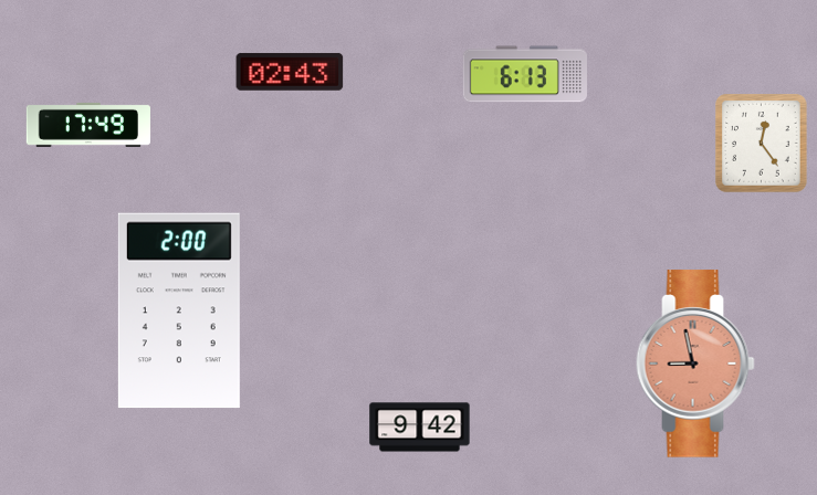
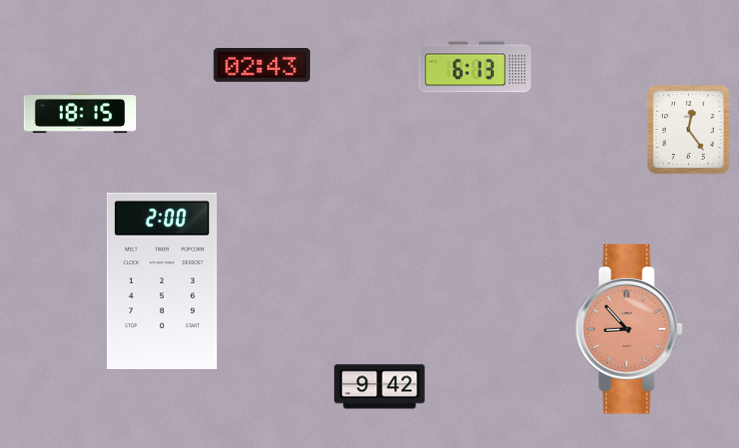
clock at (88, 125): 17:49 -> 18:15
clock at (695, 364): 8:58 -> 8:53
